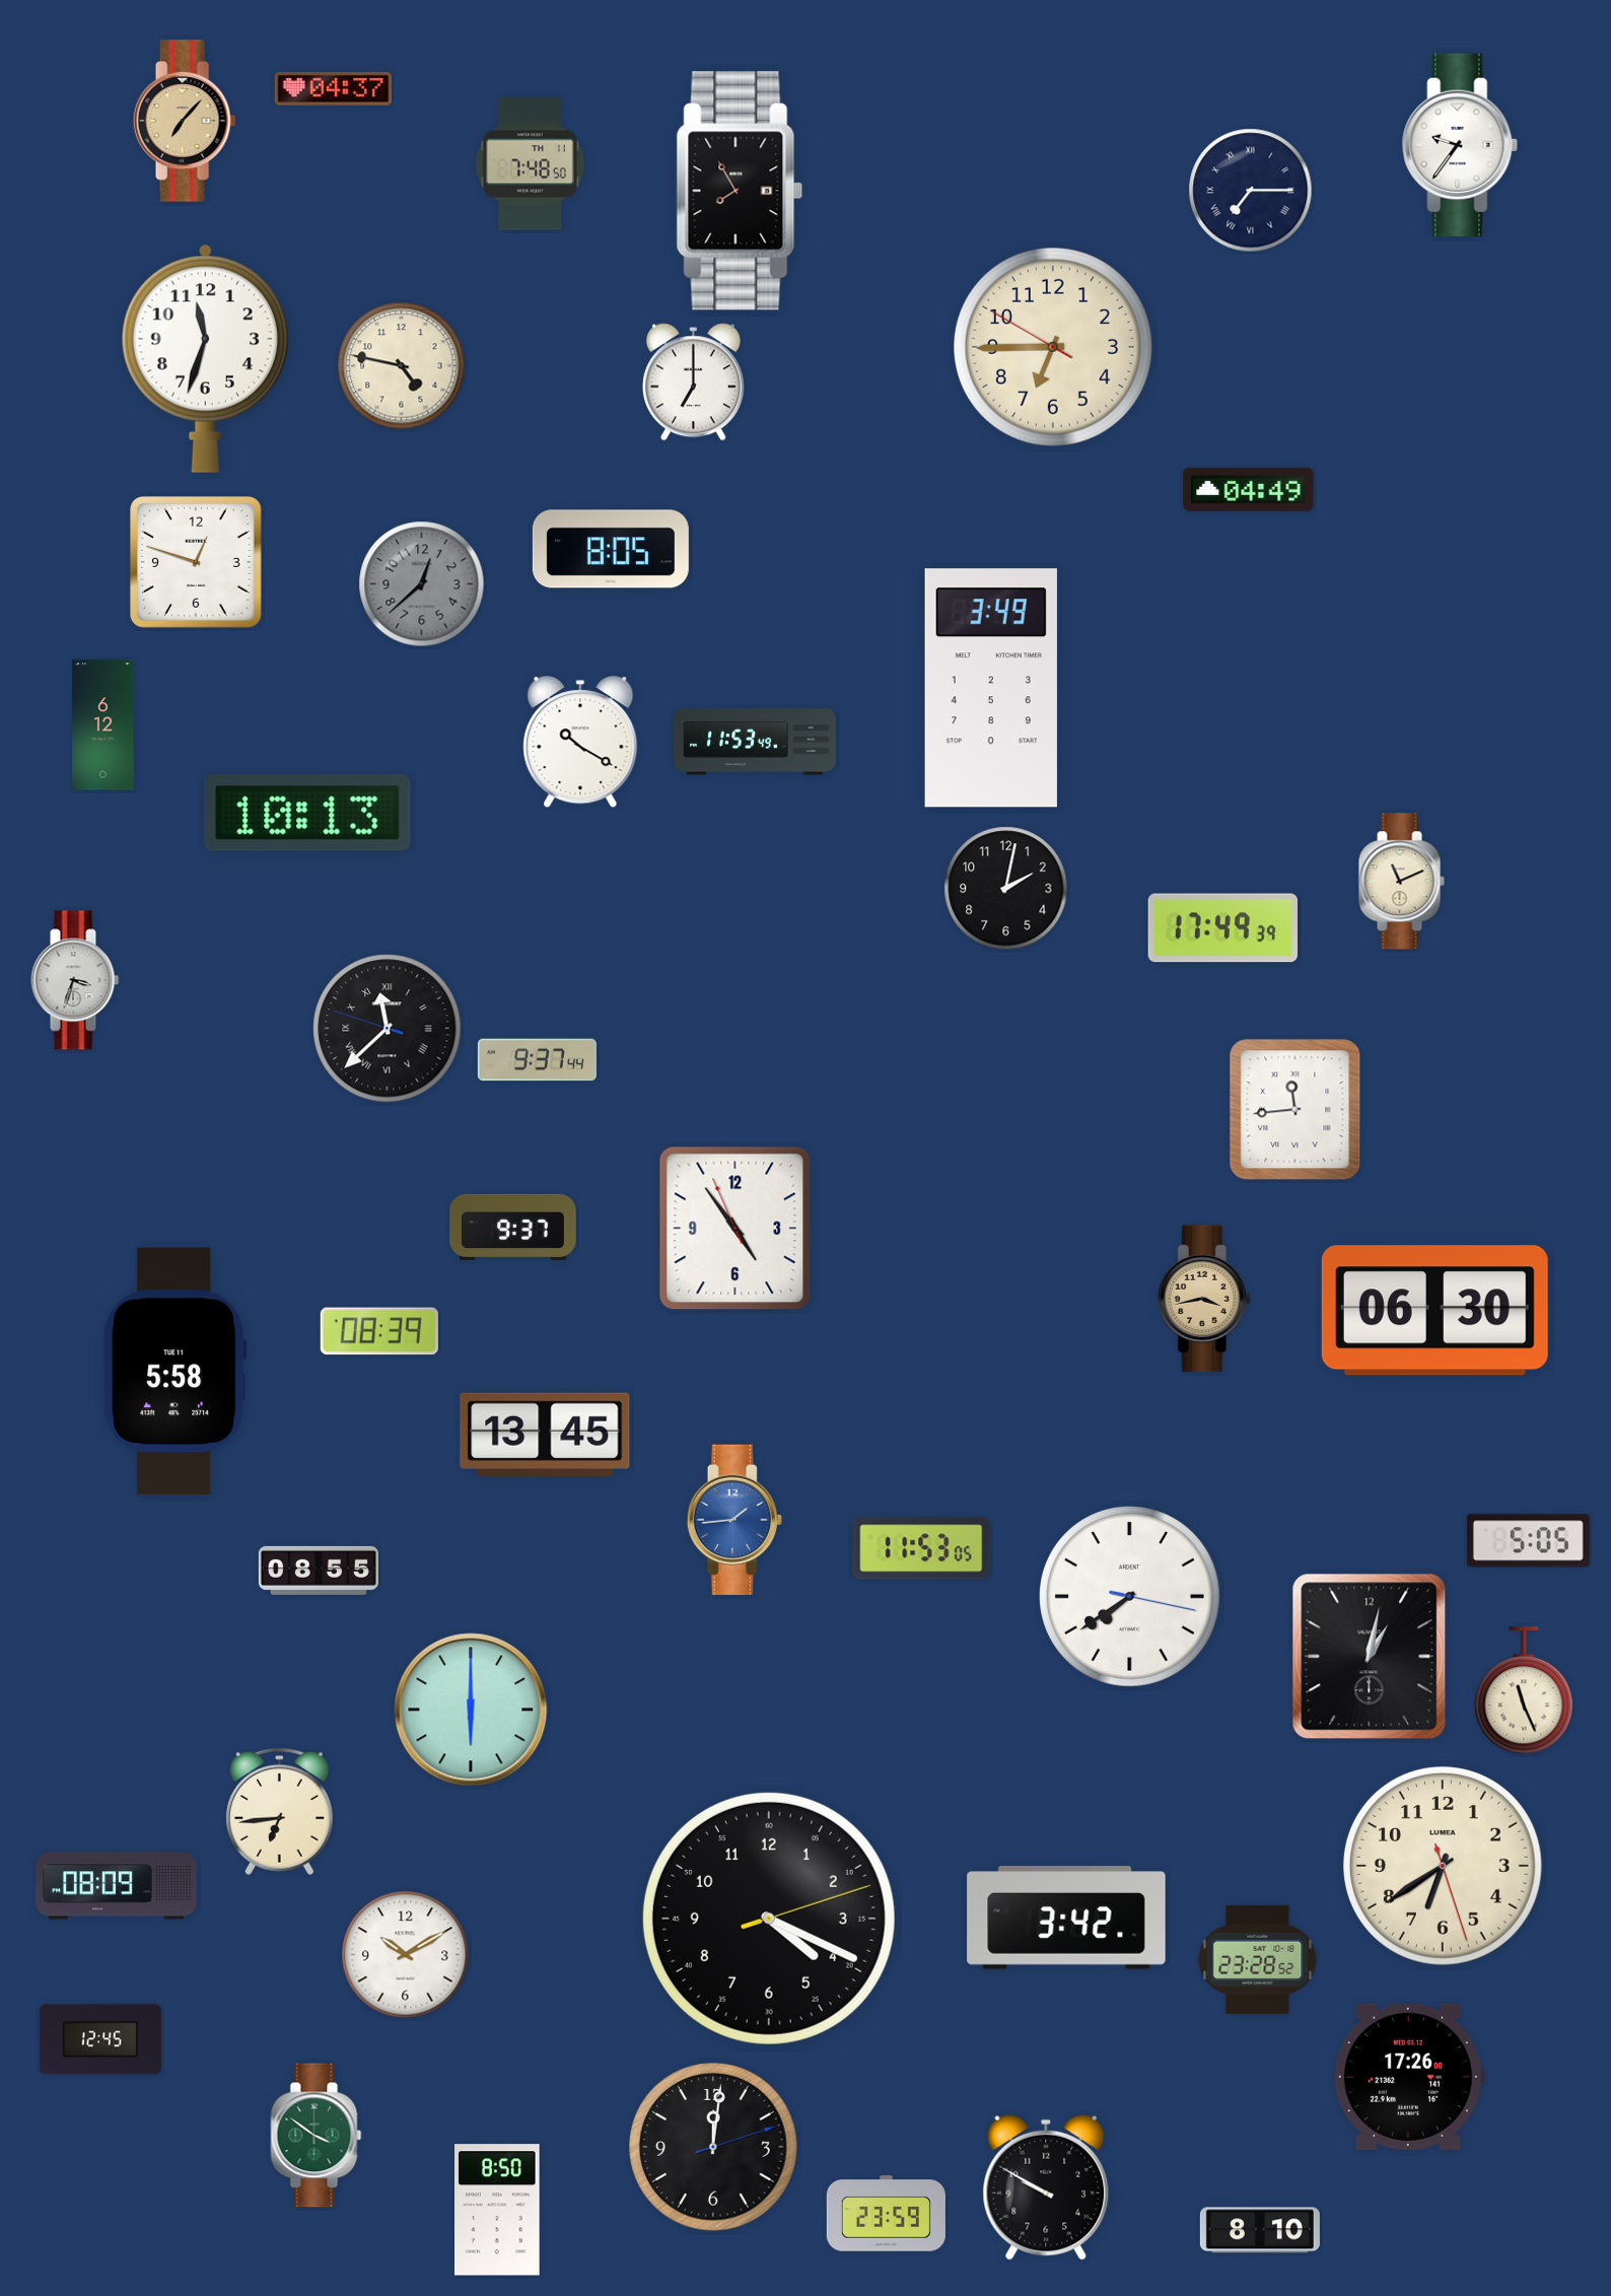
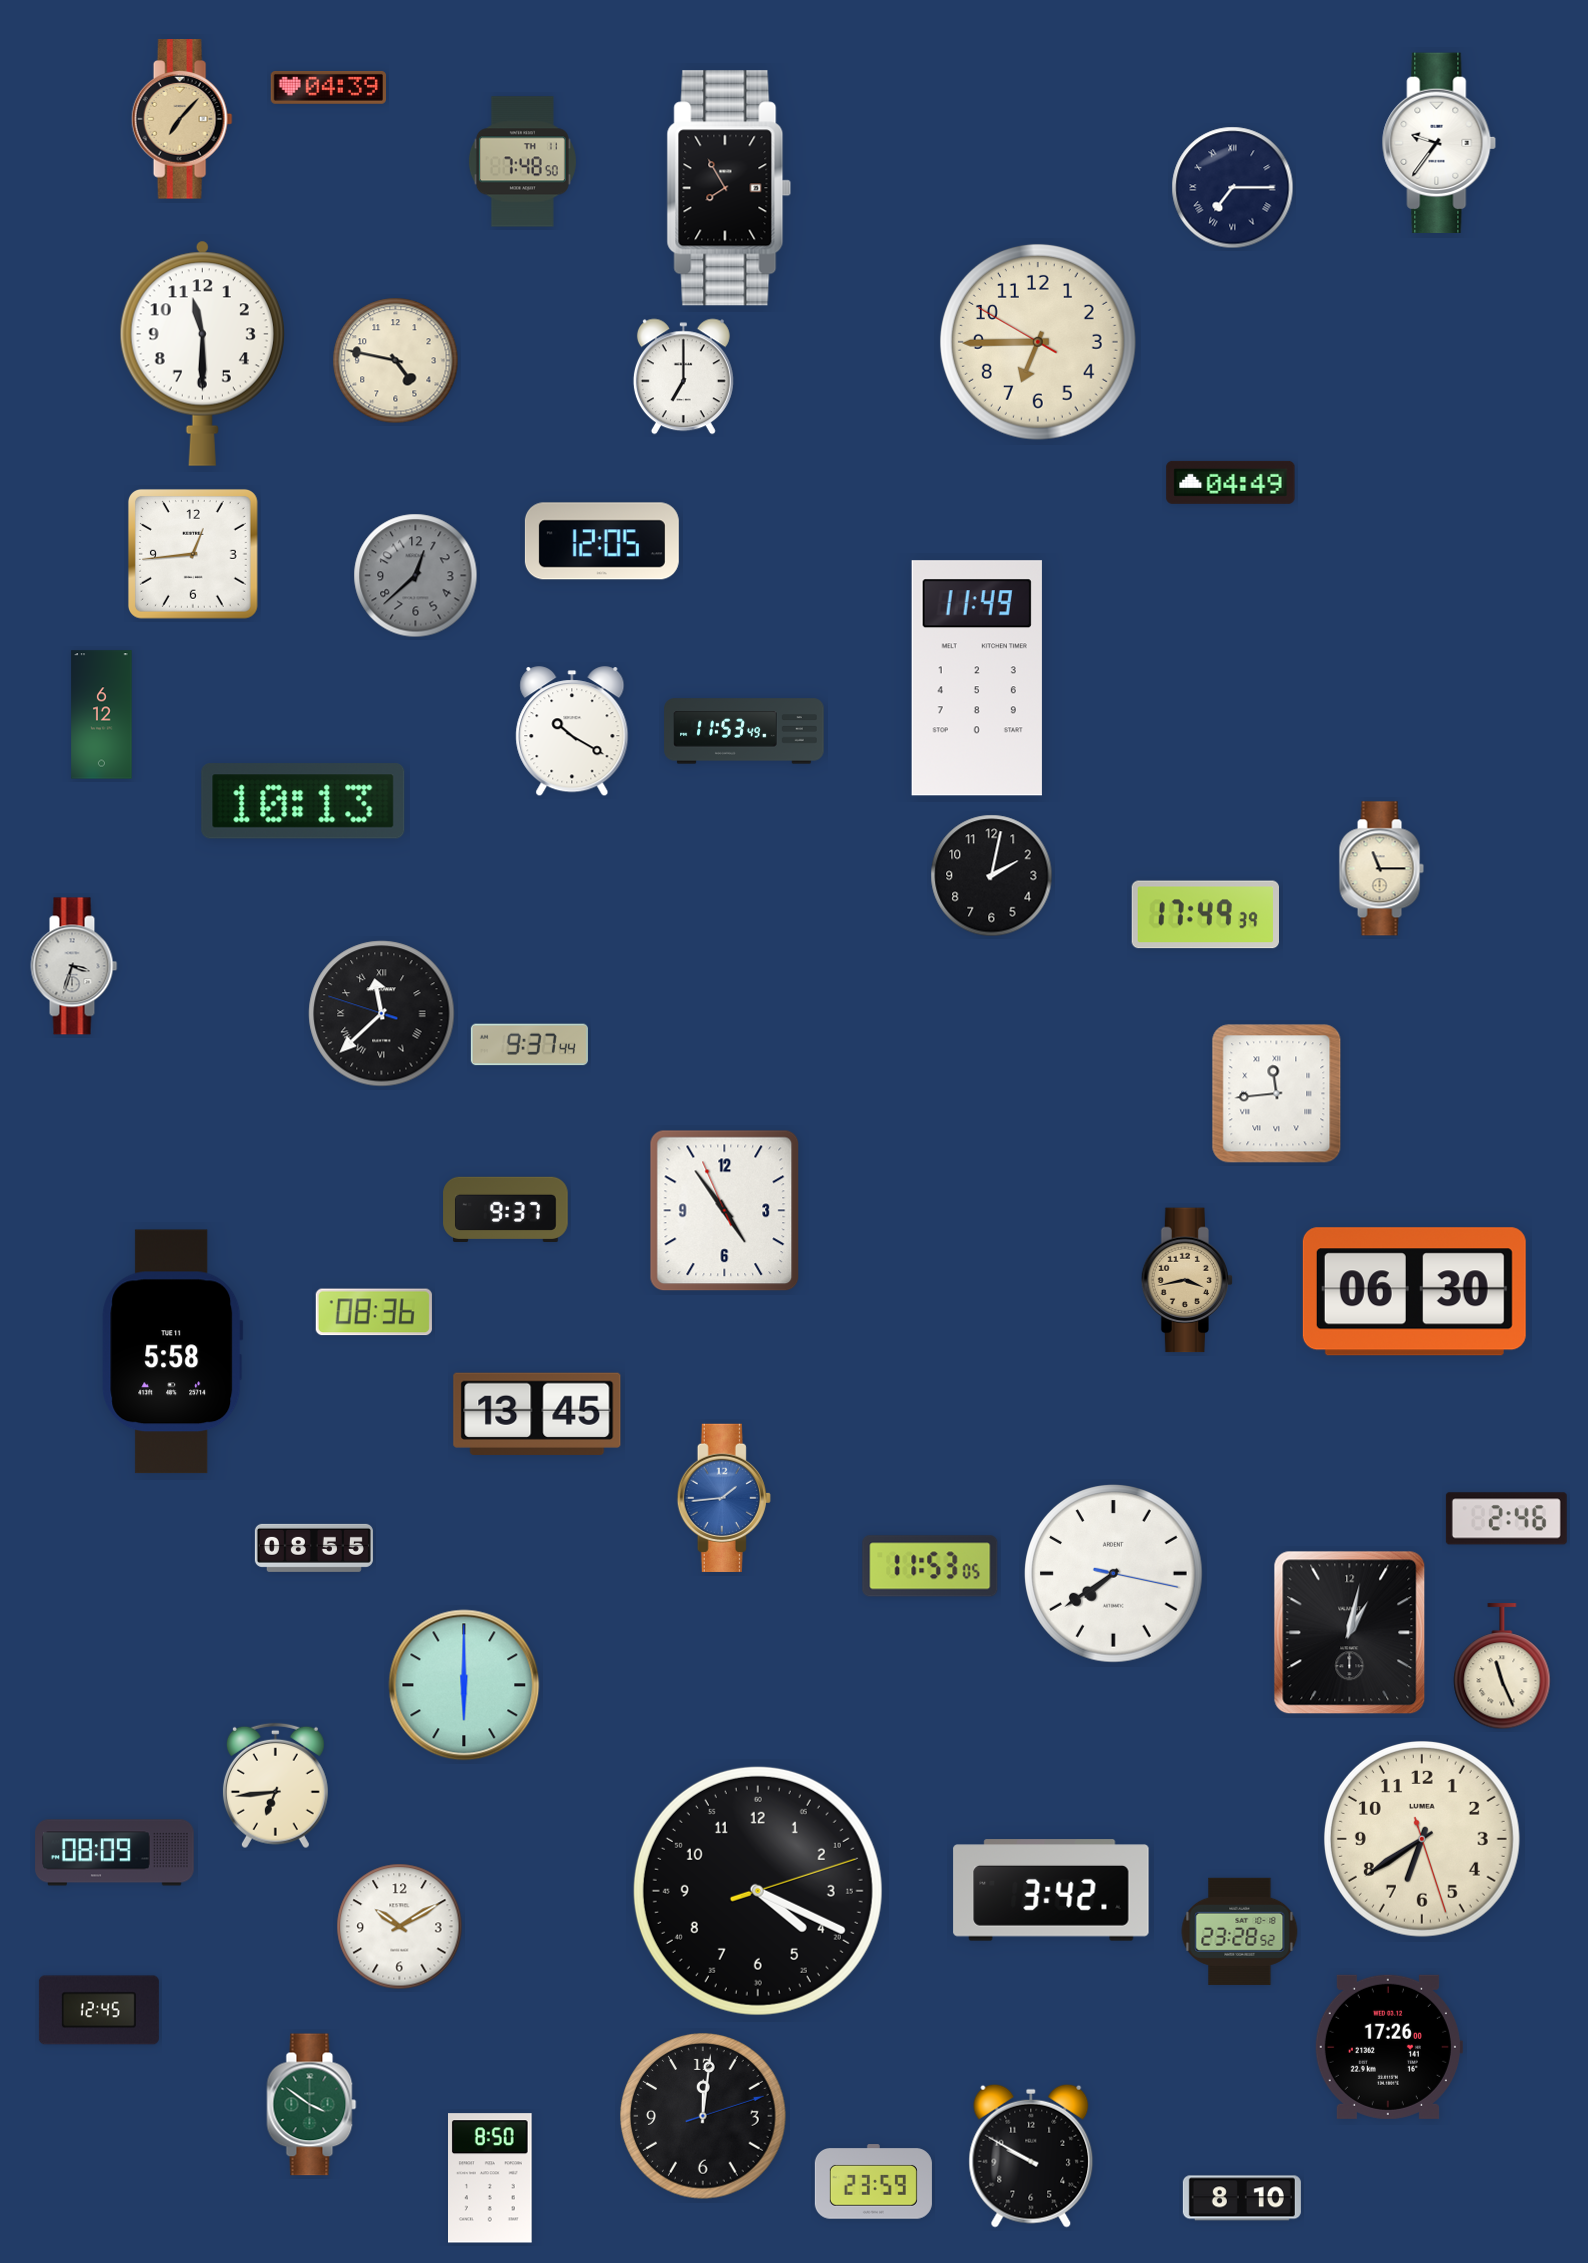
clock at (333, 88): 04:37 -> 04:39
clock at (205, 358): 11:33 -> 11:30
clock at (611, 549): 8:05 -> 12:05
clock at (196, 562): 12:48 -> 12:44
clock at (991, 688): 3:49 -> 11:49
clock at (1401, 882): 11:11 -> 11:15
clock at (379, 1331): 08:39 -> 08:36
clock at (1528, 1541): 5:05 -> 2:46
clock at (921, 1548) position: (921, 1548) -> (930, 1566)
clock at (117, 1886) position: (117, 1886) -> (115, 1853)
